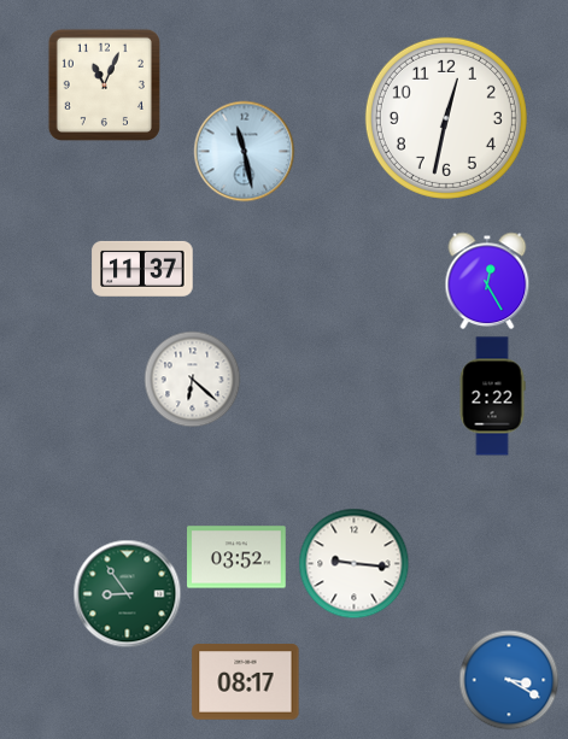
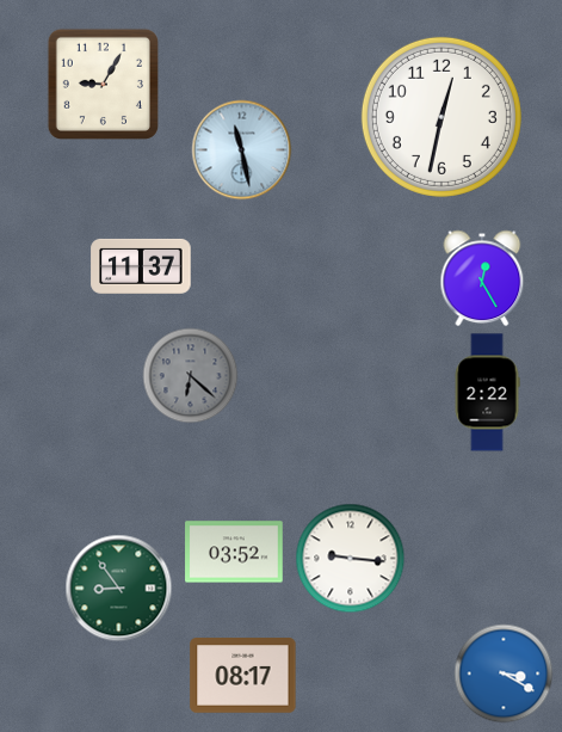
clock at (104, 84): 11:04 -> 9:05
clock at (192, 379) dial: white -> grey
clock at (127, 593) position: (127, 593) -> (118, 588)
